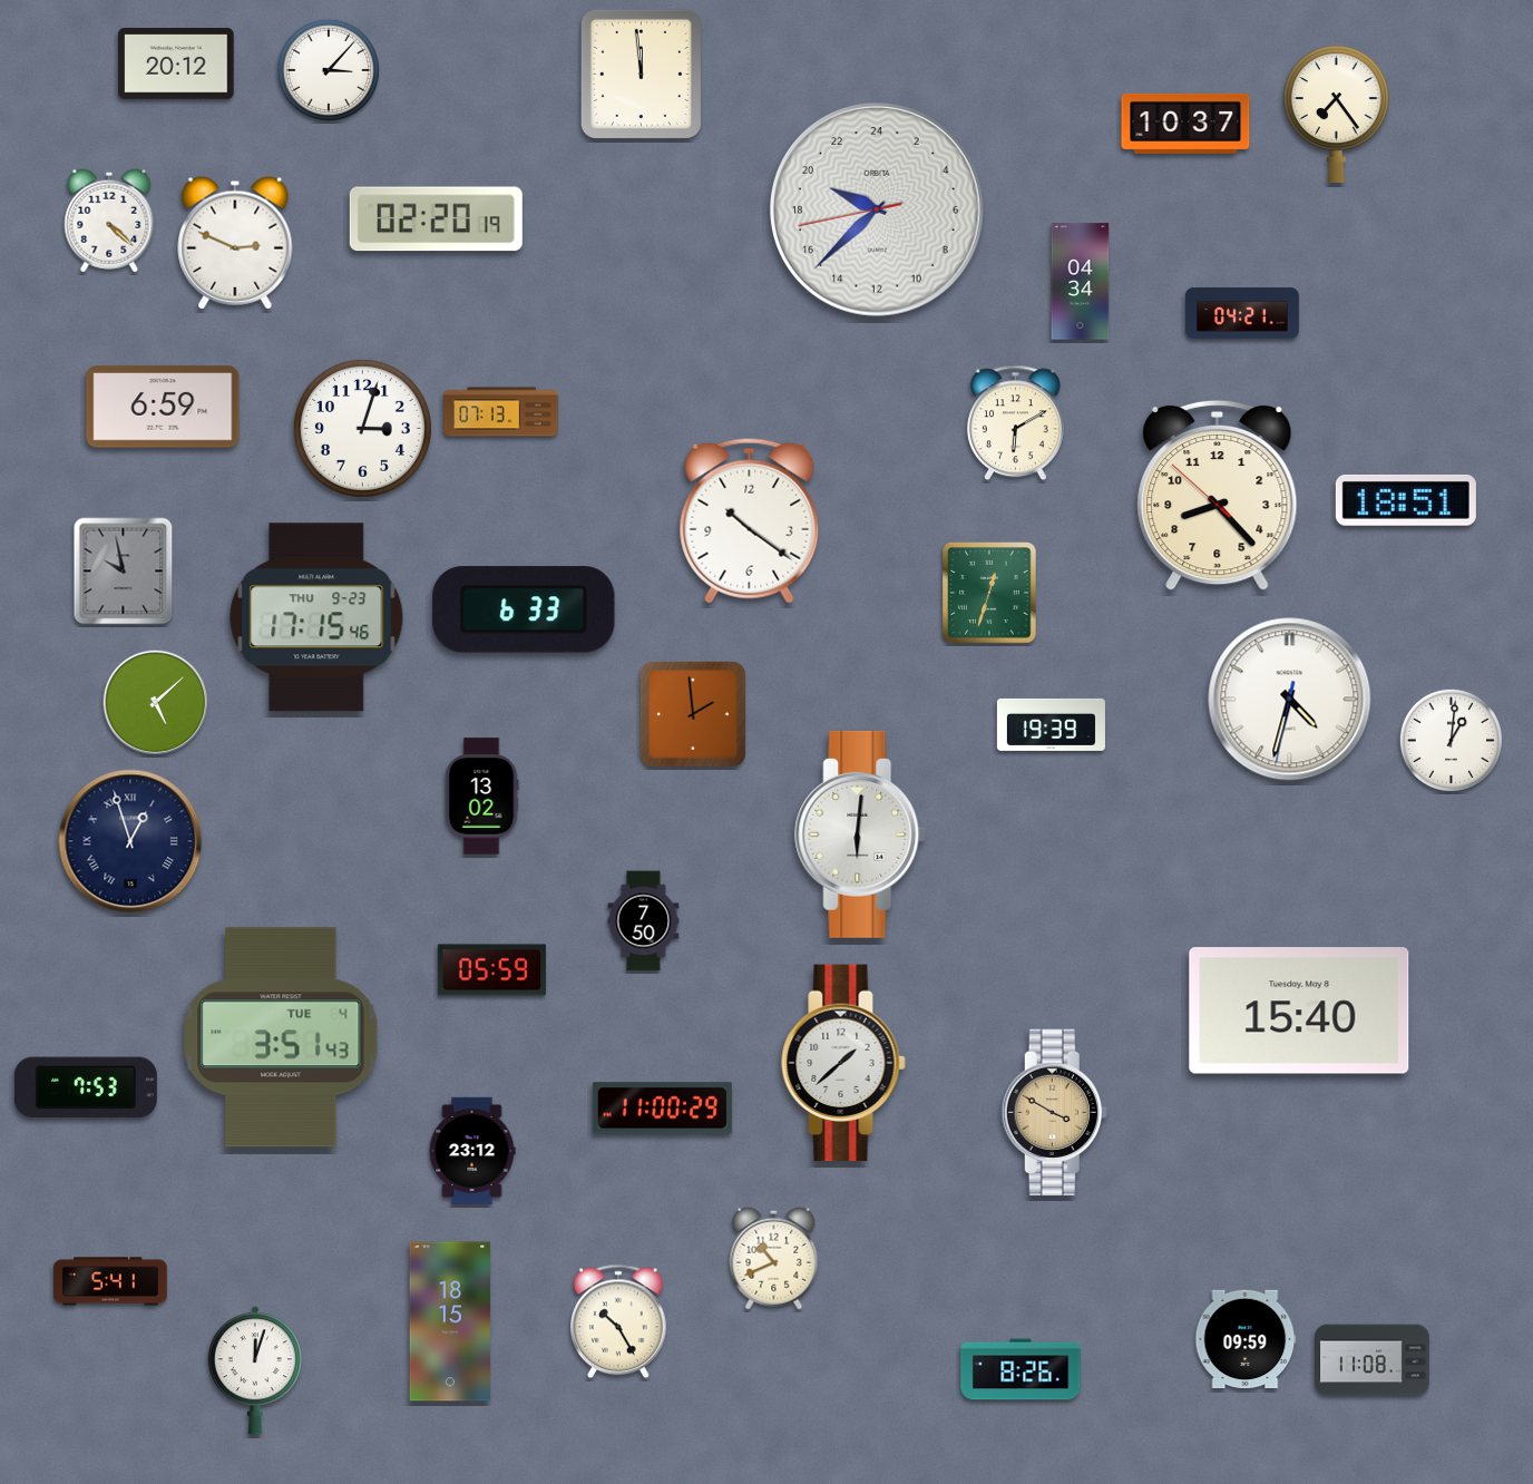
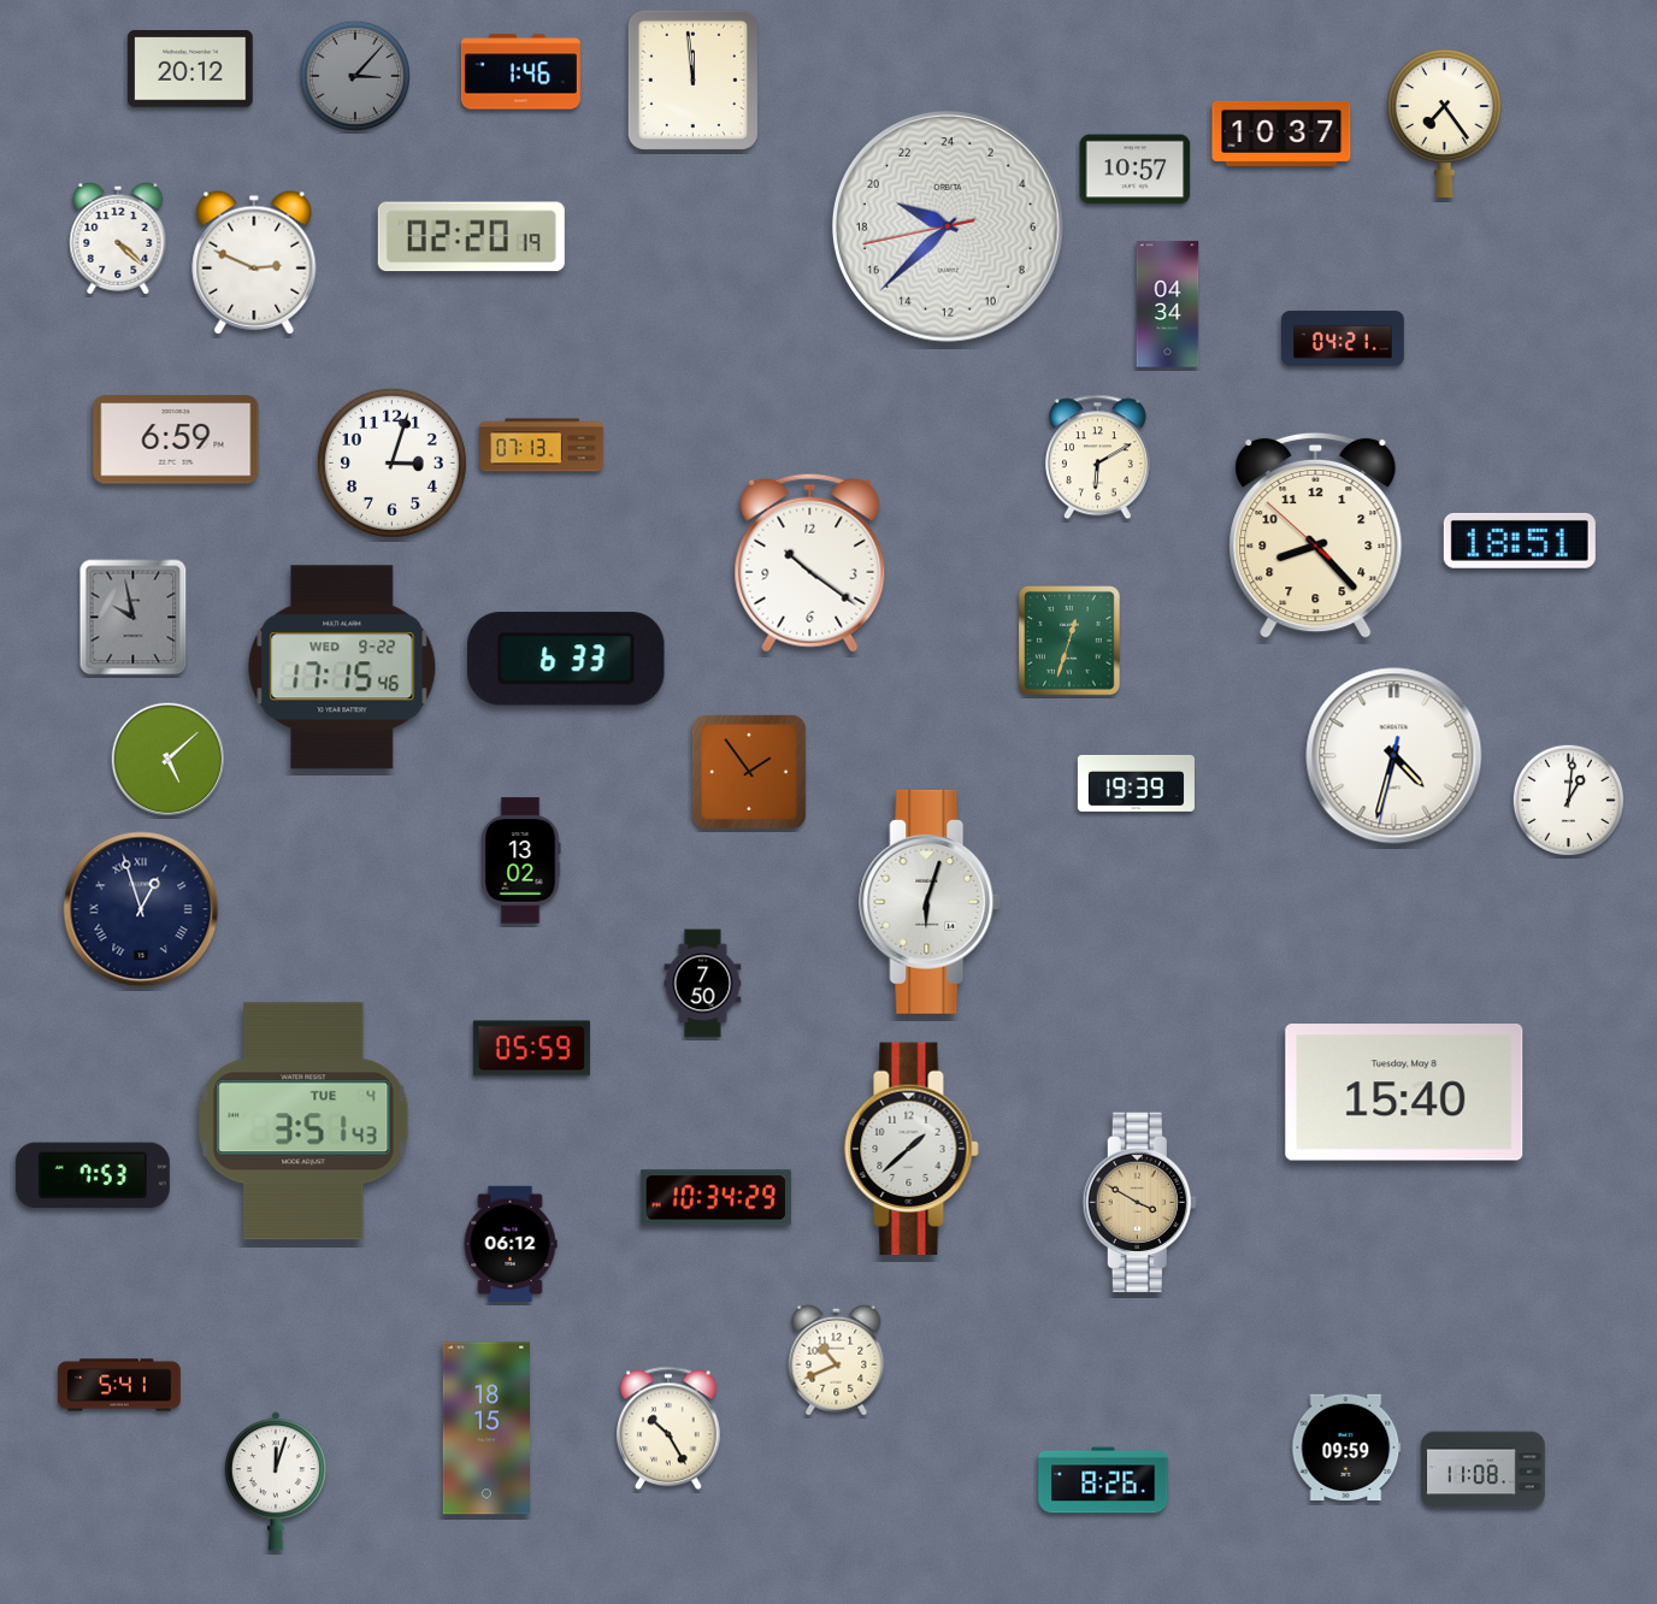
clock at (520, 72): none -> 1:46
clock at (328, 69) dial: white -> grey
clock at (1136, 170): none -> 10:57
clock at (316, 617) date: THU 9-23 -> WED 9-22
clock at (693, 714): 1:59 -> 1:54
clock at (861, 834): 6:01 -> 6:03
clock at (644, 921) position: (644, 921) -> (703, 984)
clock at (662, 1109): 11:00 -> 10:34
clock at (472, 1150): 23:12 -> 06:12
